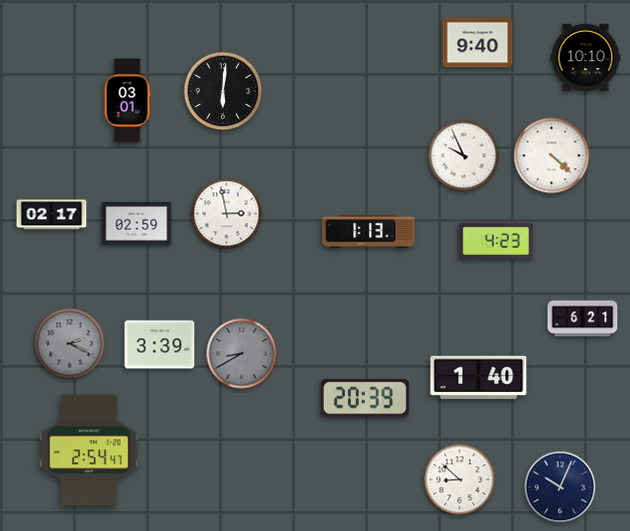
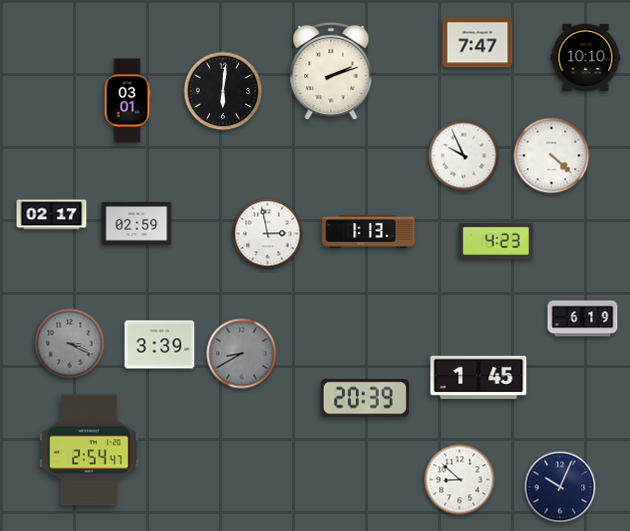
clock at (478, 43): 9:40 -> 7:47
clock at (331, 71): none -> 2:12
clock at (227, 214) position: (227, 214) -> (268, 234)
clock at (583, 319): 6:21 -> 6:19
clock at (70, 344): 2:19 -> 3:19
clock at (479, 377): 1:40 -> 1:45
